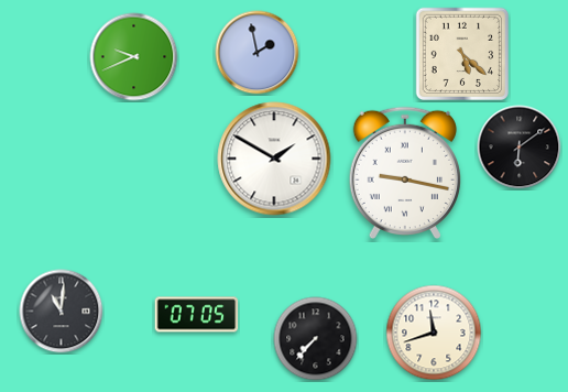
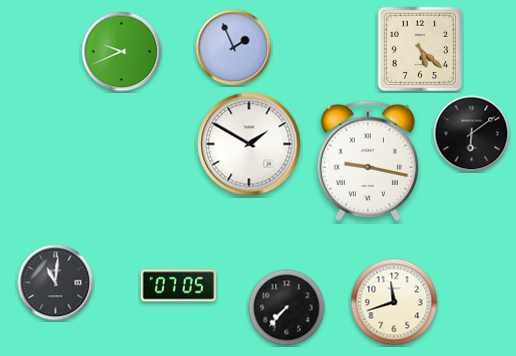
clock at (258, 53): 1:58 -> 1:56
clock at (405, 173) position: (405, 173) -> (368, 161)
